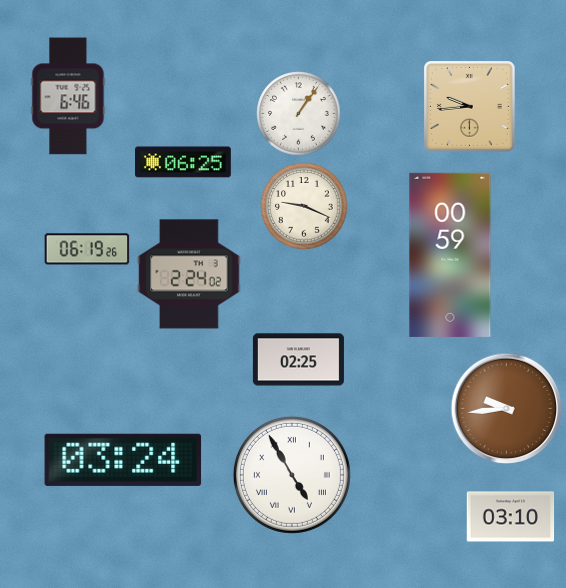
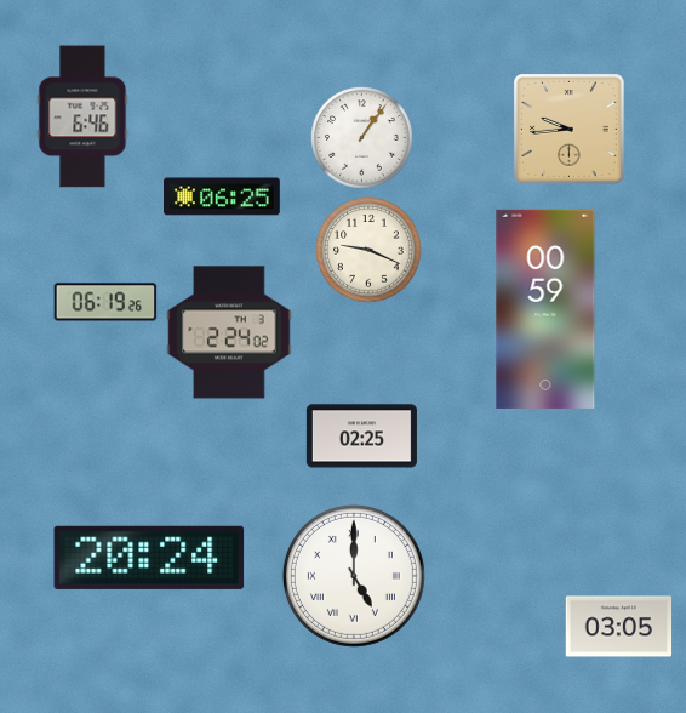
clock at (507, 409): 9:44 -> none
clock at (123, 460): 03:24 -> 20:24
clock at (292, 475): 4:55 -> 5:00
clock at (511, 517): 03:10 -> 03:05
